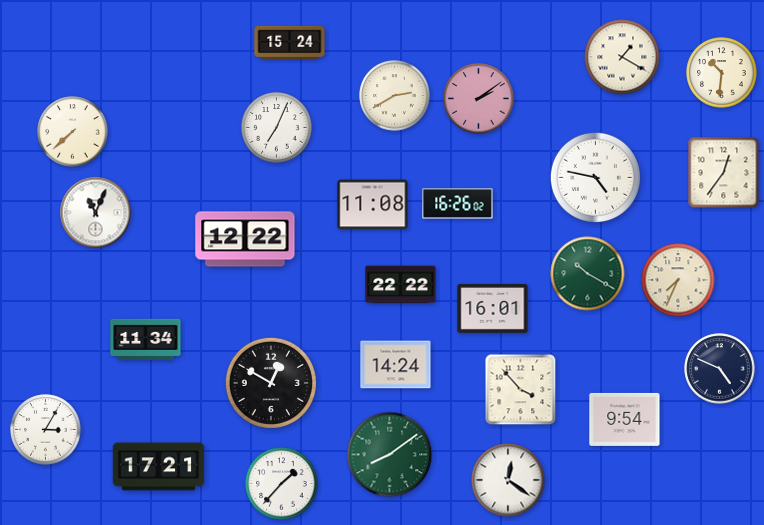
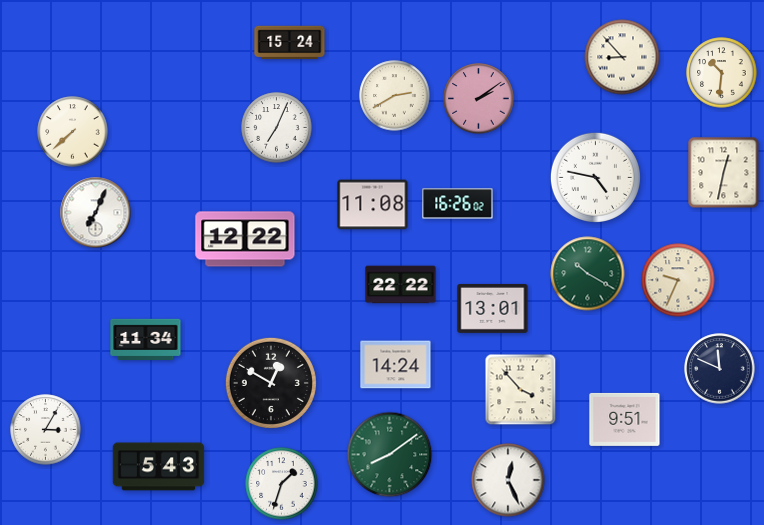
clock at (622, 57): 1:20 -> 8:53
clock at (724, 173): 12:36 -> 12:32
clock at (96, 213): 11:04 -> 7:04
clock at (678, 280): 7:34 -> 9:34
clock at (493, 308): 16:01 -> 13:01
clock at (720, 369): 4:49 -> 11:49
clock at (625, 419): 9:54 -> 9:51
clock at (159, 467): 17:21 -> 5:43
clock at (508, 480): 12:21 -> 12:26
clock at (282, 484): 1:37 -> 1:33
